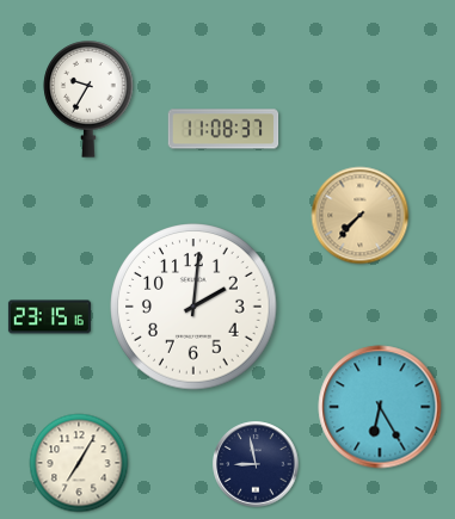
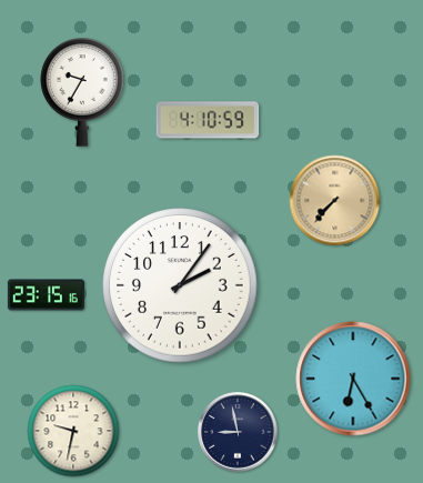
clock at (223, 129): 11:08 -> 4:10
clock at (193, 307): 2:01 -> 2:06
clock at (79, 463): 7:05 -> 9:32
